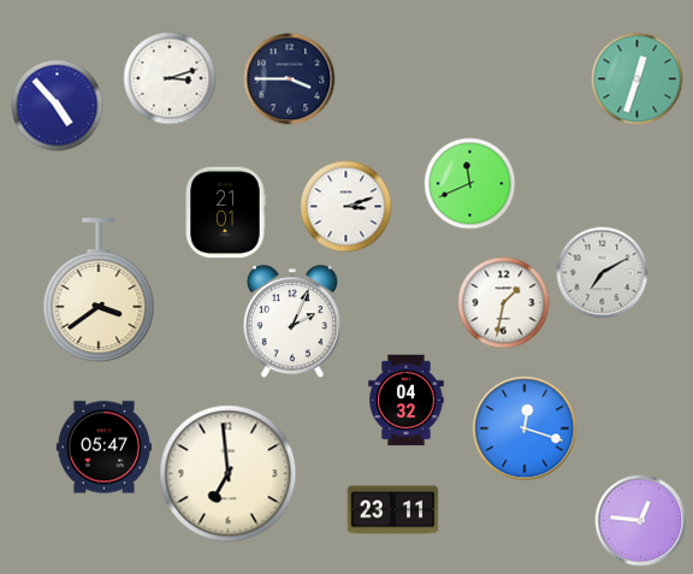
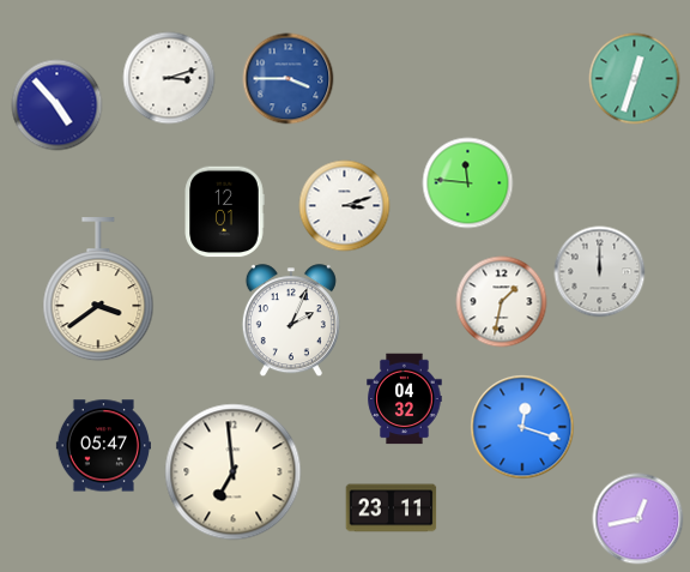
clock at (290, 79) dial: navy -> blue
clock at (470, 184): 11:41 -> 11:46
clock at (225, 213): 21:01 -> 12:01
clock at (603, 273): 7:10 -> 12:00
clock at (229, 474) position: (229, 474) -> (234, 472)
clock at (641, 521): 12:46 -> 12:43
